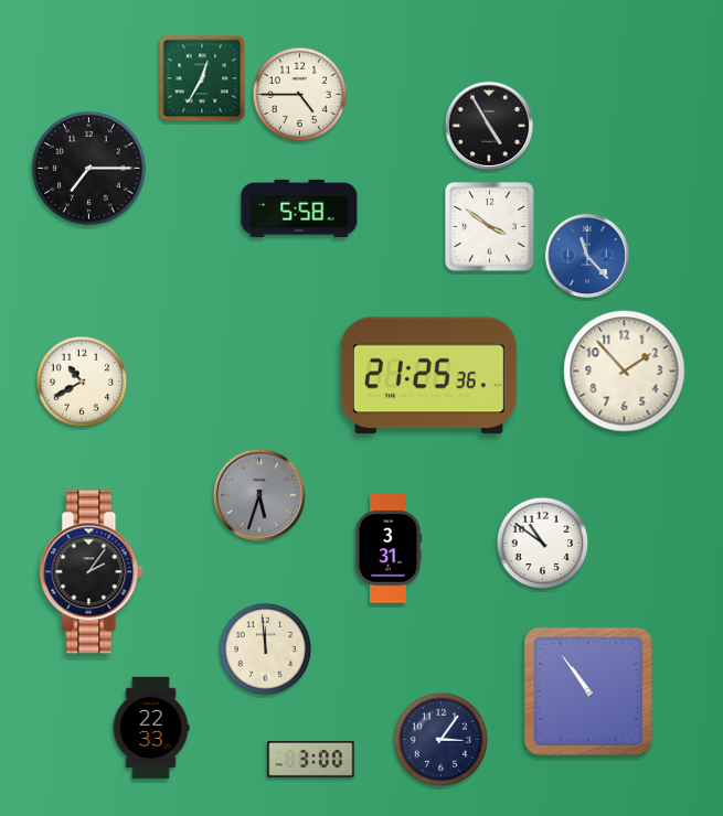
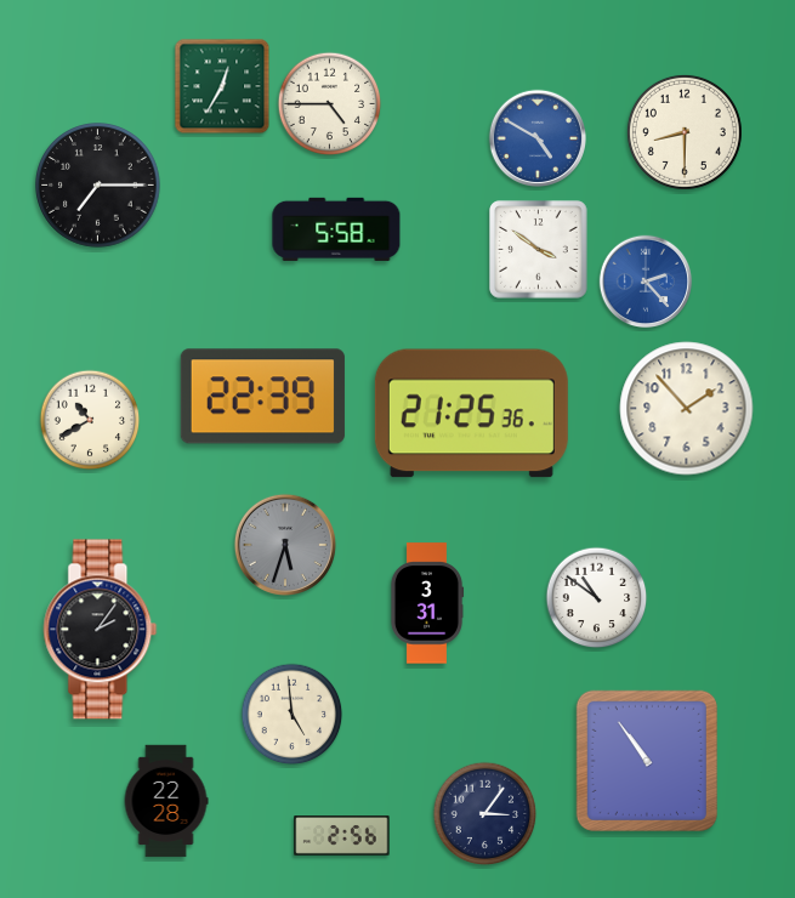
clock at (685, 132): none -> 8:30
clock at (488, 125): 4:55 -> 4:50
clock at (488, 125) dial: black -> blue
clock at (299, 208) position: (299, 208) -> (336, 229)
clock at (587, 256): 11:23 -> 2:23
clock at (262, 397): none -> 22:39
clock at (266, 649): 11:59 -> 4:59
clock at (151, 728): 22:33 -> 22:28
clock at (311, 760): 3:00 -> 2:56
